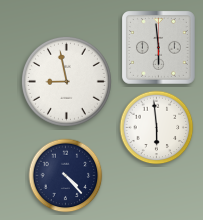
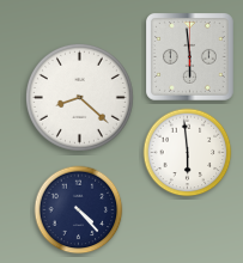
clock at (66, 81): 8:58 -> 8:22
